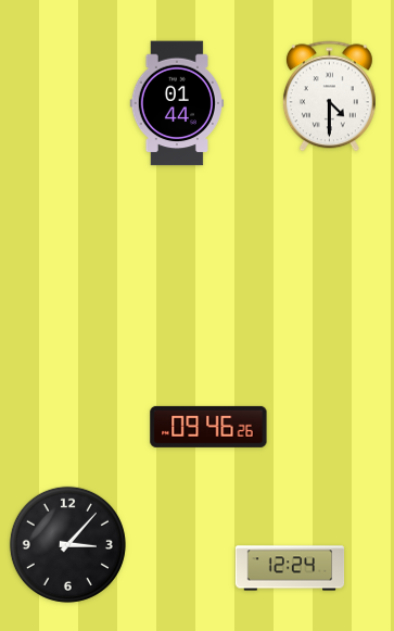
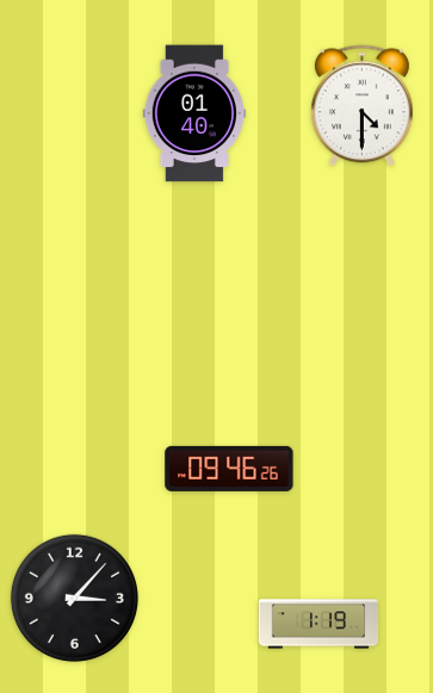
clock at (176, 103): 01:44 -> 01:40
clock at (290, 568): 12:24 -> 1:19
